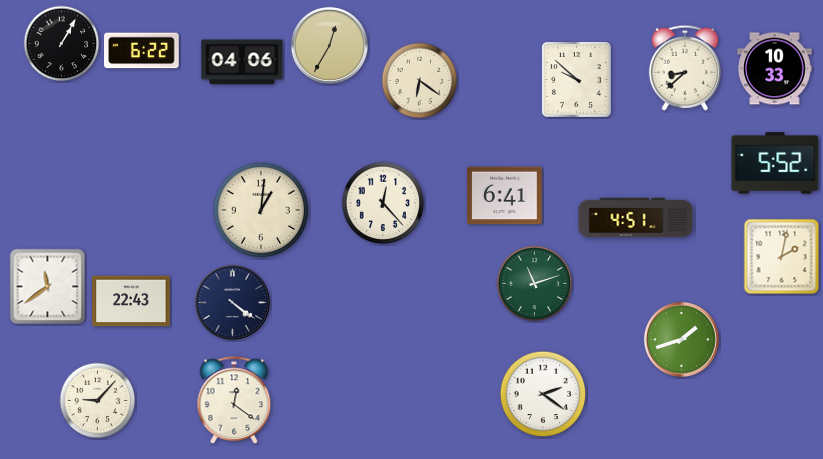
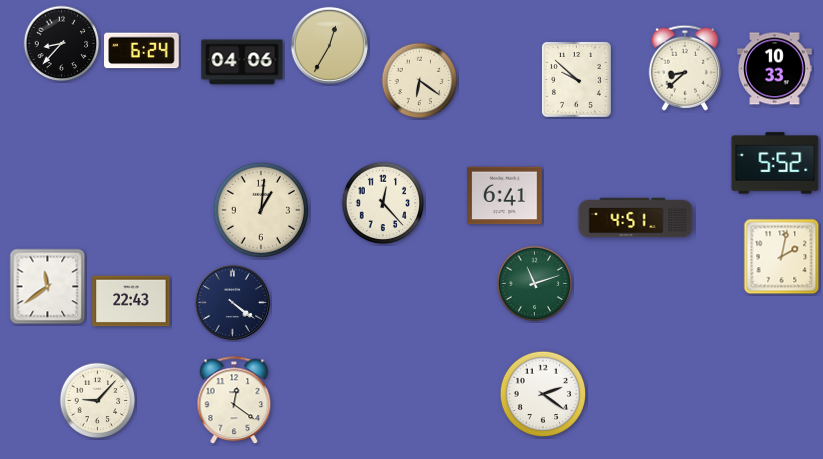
clock at (62, 44): 1:05 -> 8:37
clock at (142, 51): 6:22 -> 6:24
clock at (681, 339): 1:42 -> none
